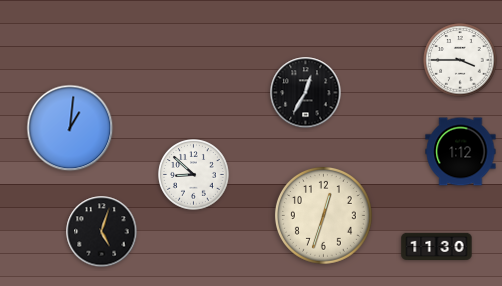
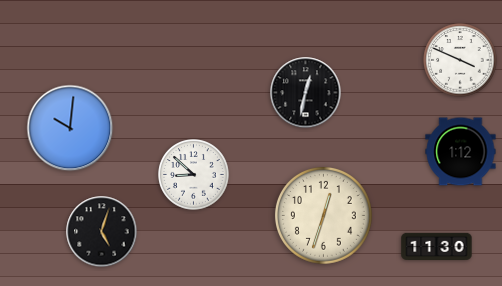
clock at (460, 60): 3:45 -> 3:49
clock at (306, 93): 12:35 -> 12:32
clock at (70, 128): 1:01 -> 10:01
